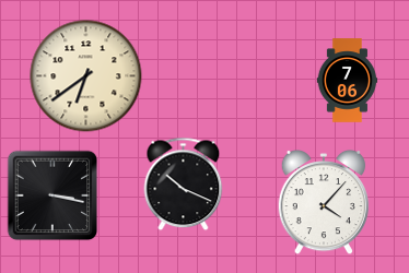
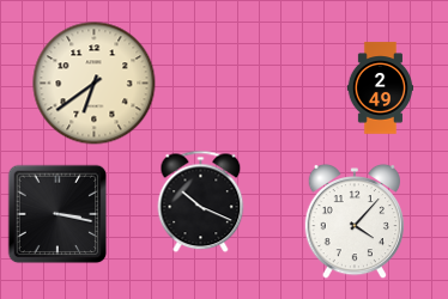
clock at (348, 81): 7:06 -> 2:49
